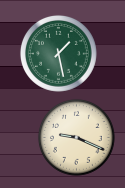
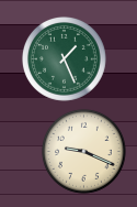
clock at (58, 53): 1:28 -> 1:26
